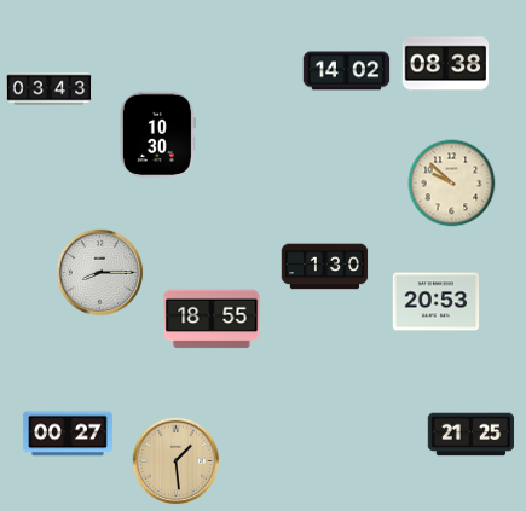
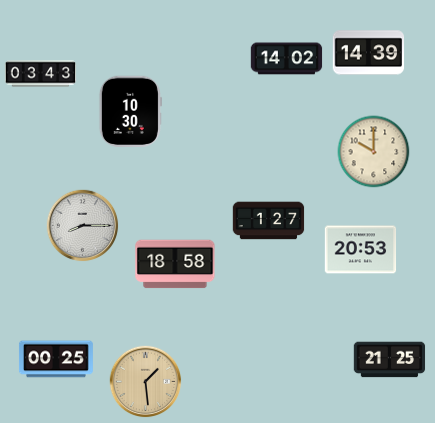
clock at (446, 64): 08:38 -> 14:39
clock at (452, 184): 9:52 -> 10:00
clock at (325, 267): 1:30 -> 1:27
clock at (212, 319): 18:55 -> 18:58
clock at (68, 434): 00:27 -> 00:25
